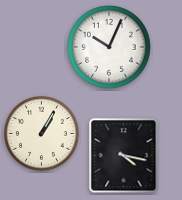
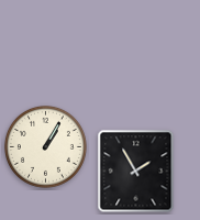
clock at (110, 48): 10:04 -> none
clock at (124, 156): 4:17 -> 1:55
